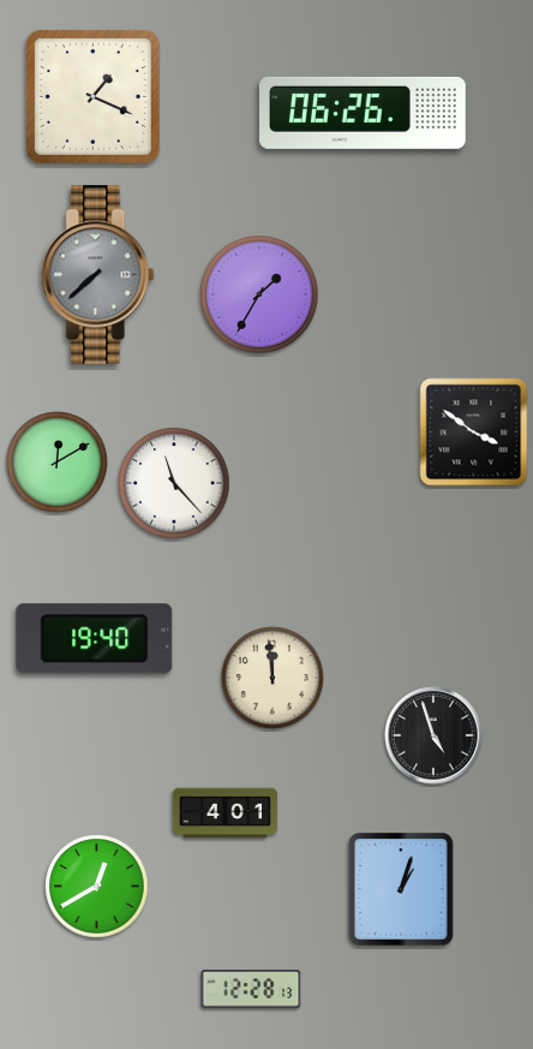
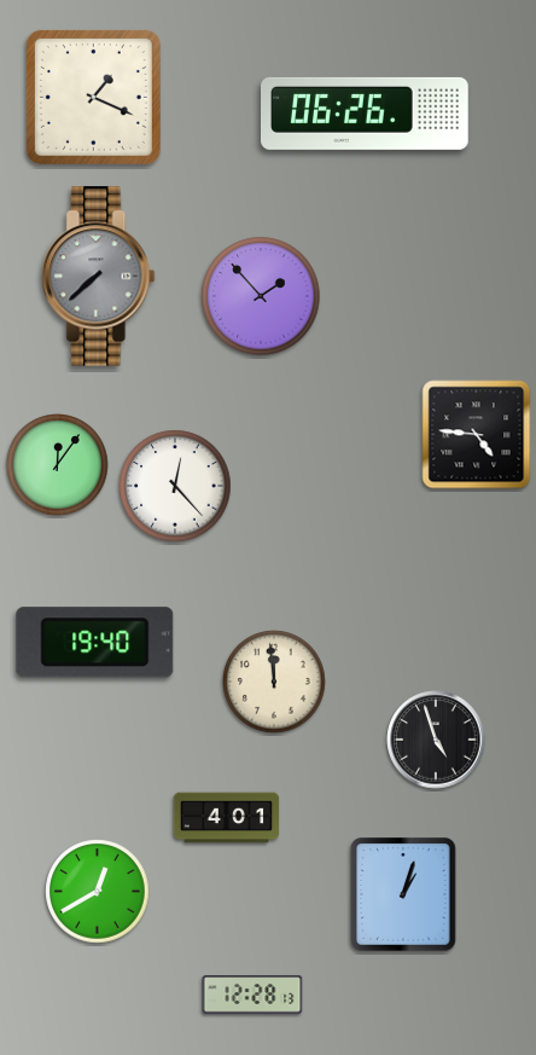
clock at (259, 294): 1:35 -> 1:53
clock at (474, 433): 3:51 -> 4:46
clock at (58, 463): 12:10 -> 12:06
clock at (174, 483): 11:23 -> 12:23
